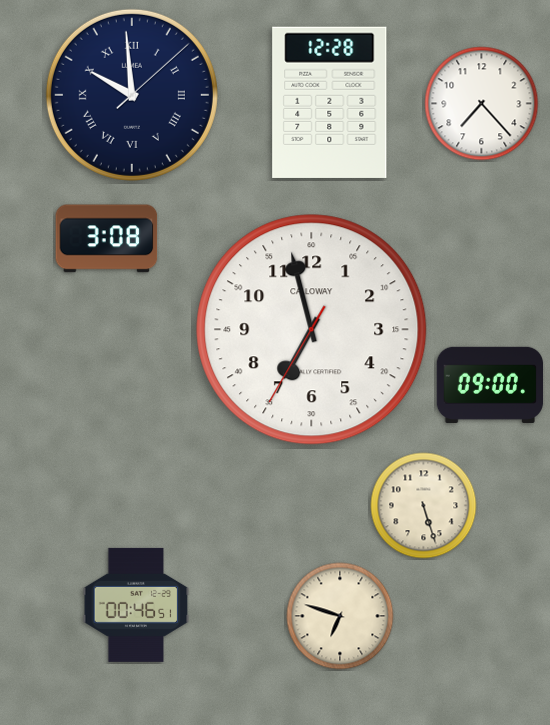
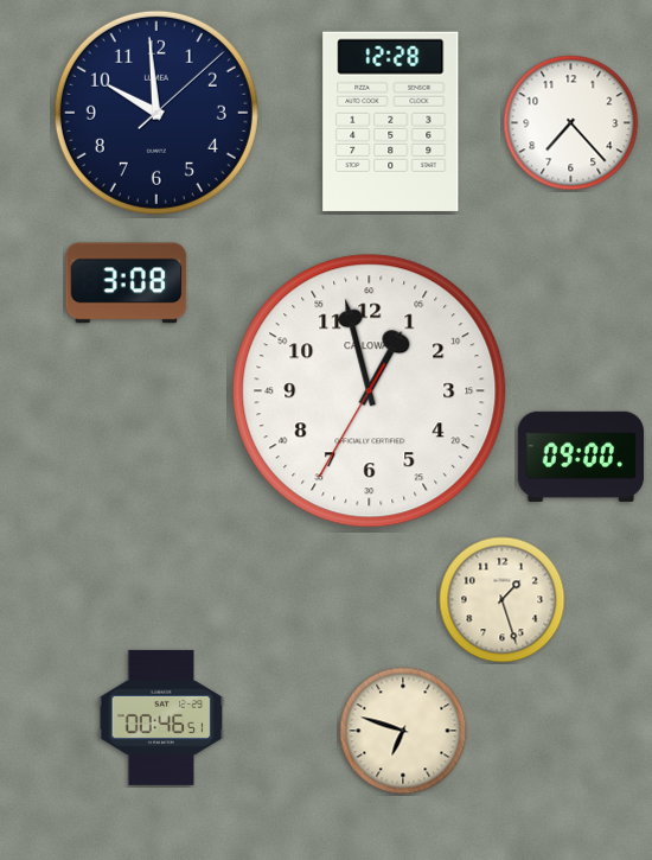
clock at (132, 95) numerals: Roman -> Arabic
clock at (312, 330): 6:57 -> 12:57
clock at (424, 506): 5:27 -> 1:27
